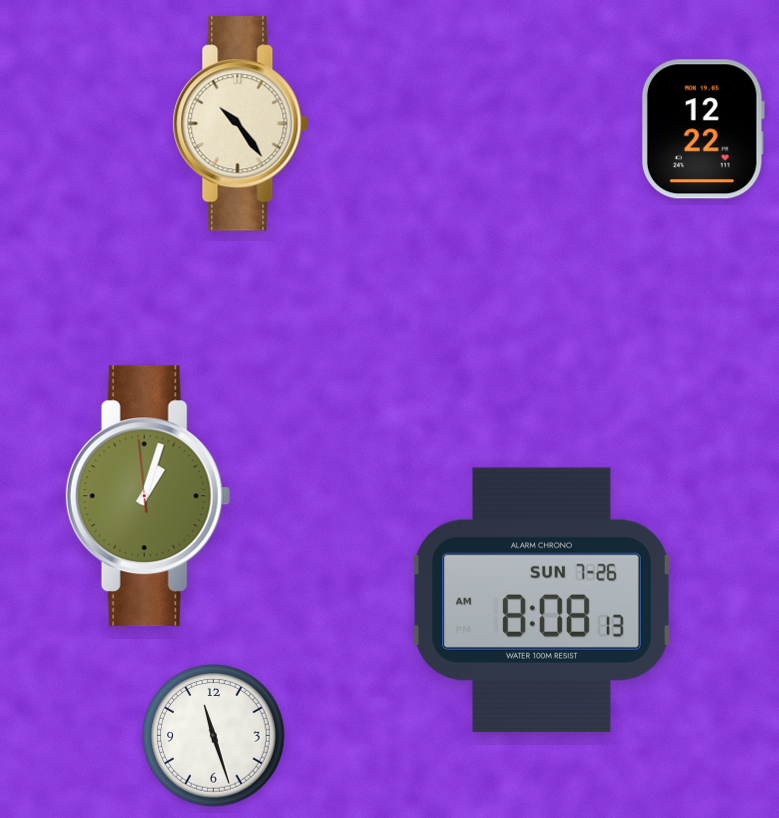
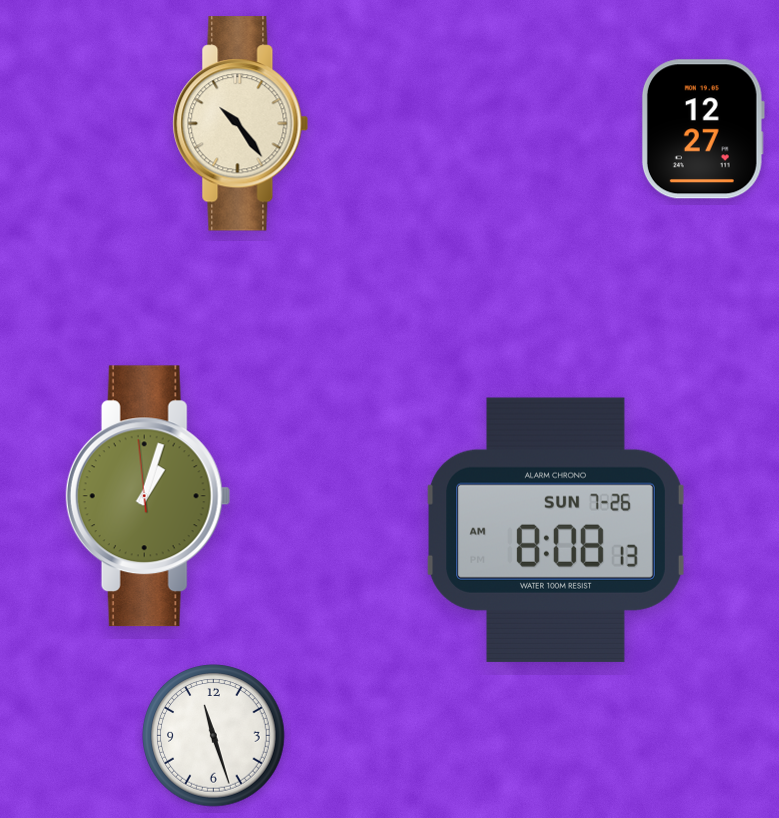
clock at (703, 129): 12:22 -> 12:27
clock at (542, 600) position: (542, 600) -> (556, 530)
